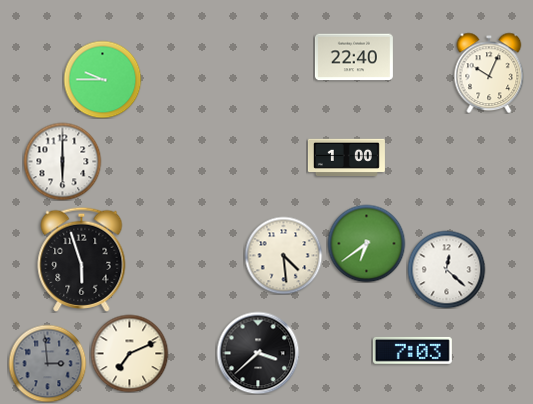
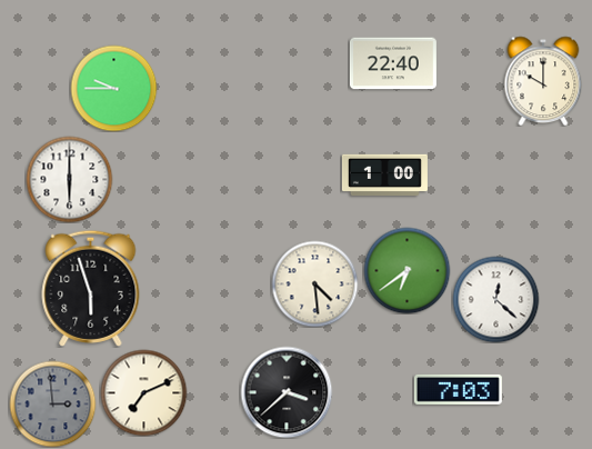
clock at (489, 73): 10:04 -> 10:00
